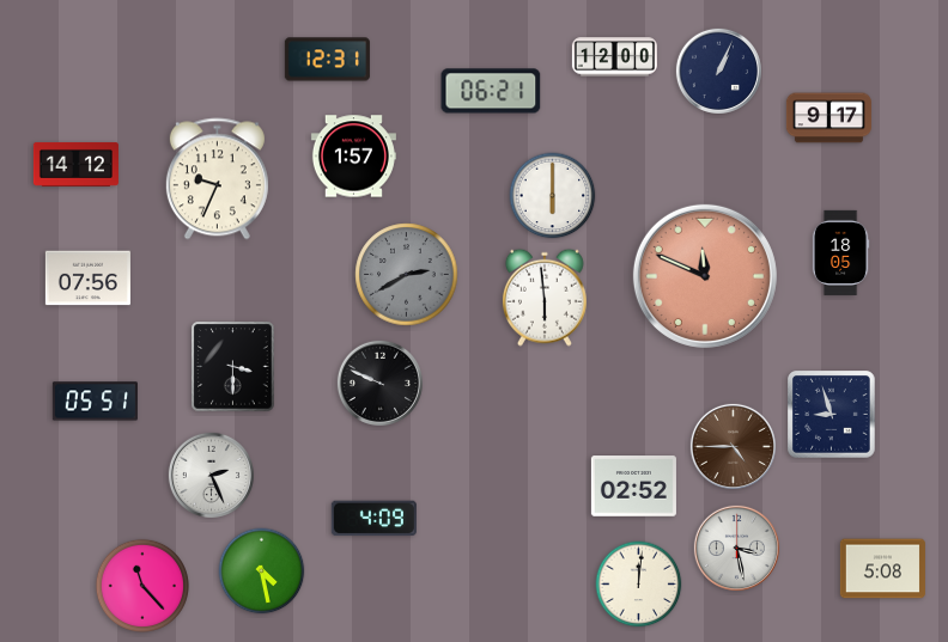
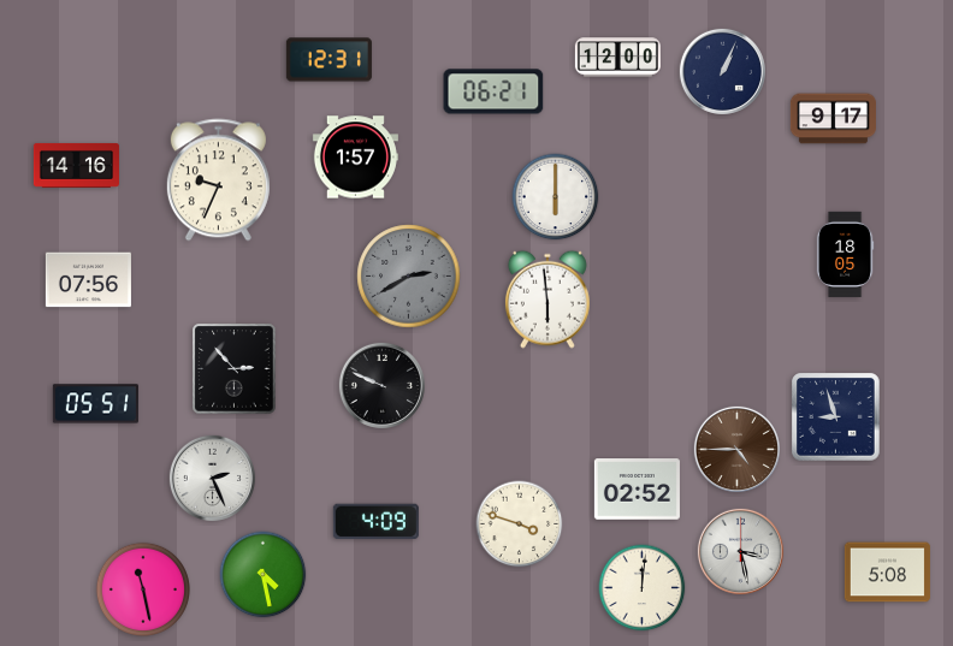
clock at (75, 164): 14:12 -> 14:16
clock at (705, 276): 11:49 -> none
clock at (233, 367): 3:30 -> 2:53
clock at (520, 524): none -> 3:48
clock at (142, 586): 11:23 -> 11:28
